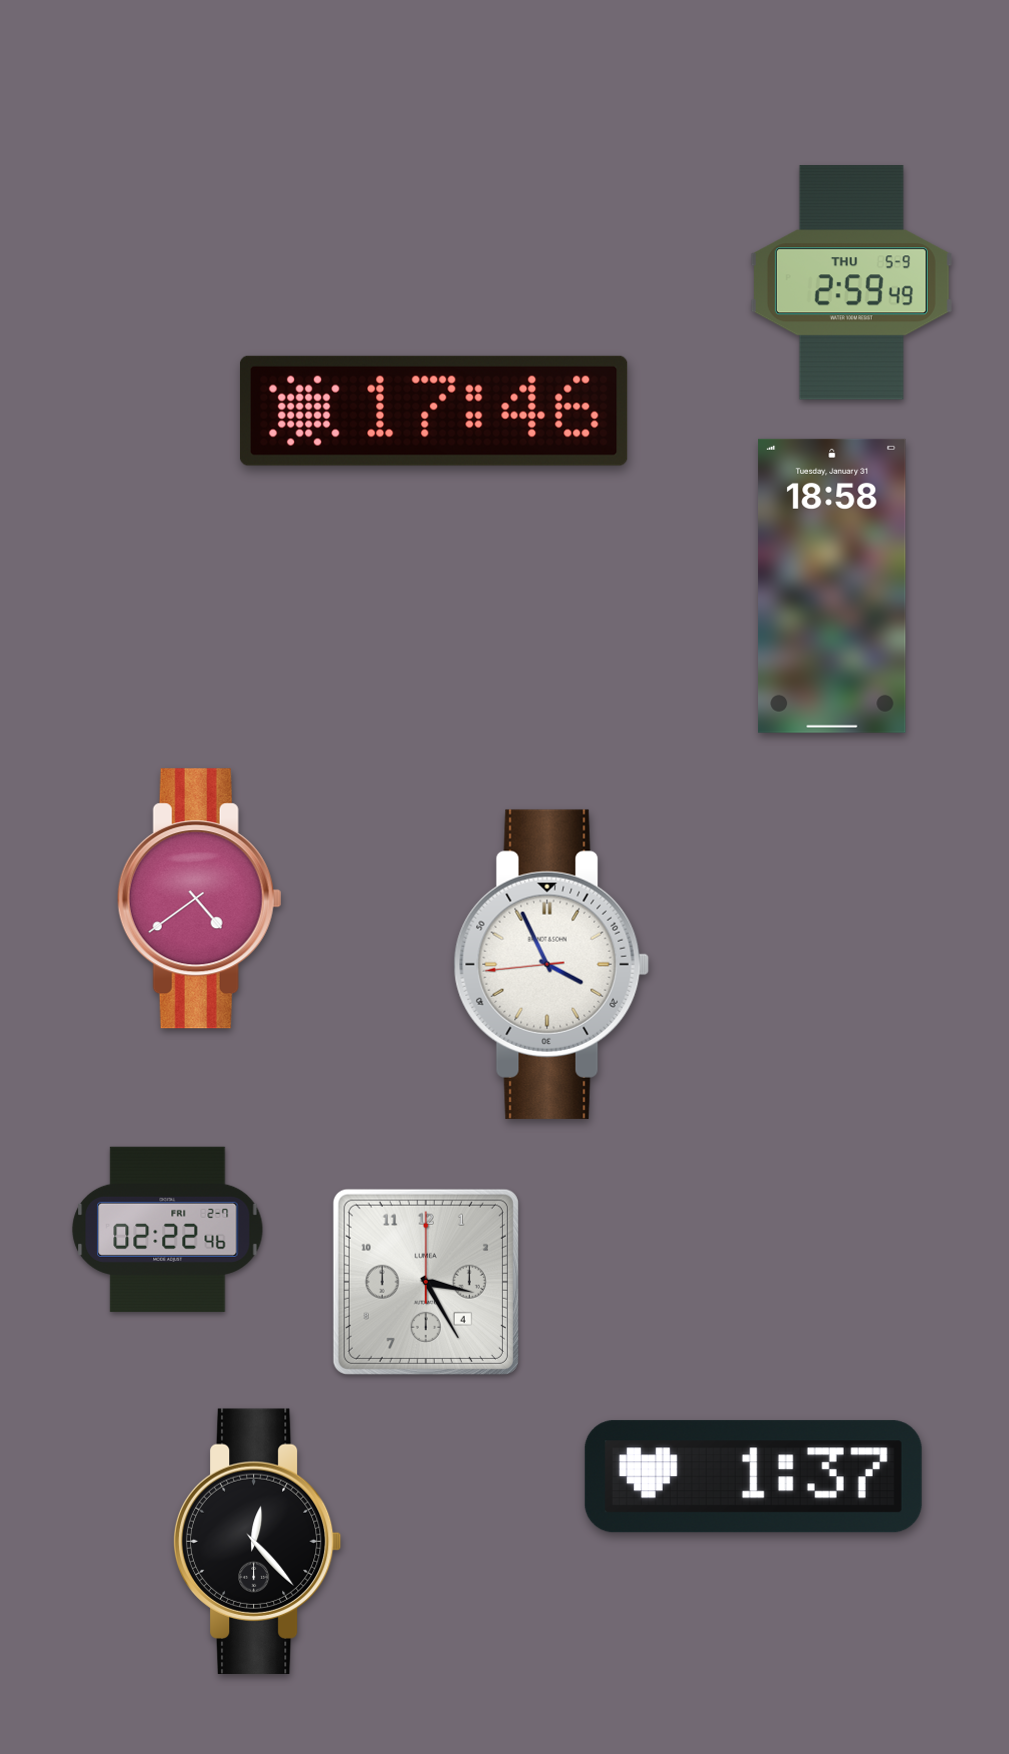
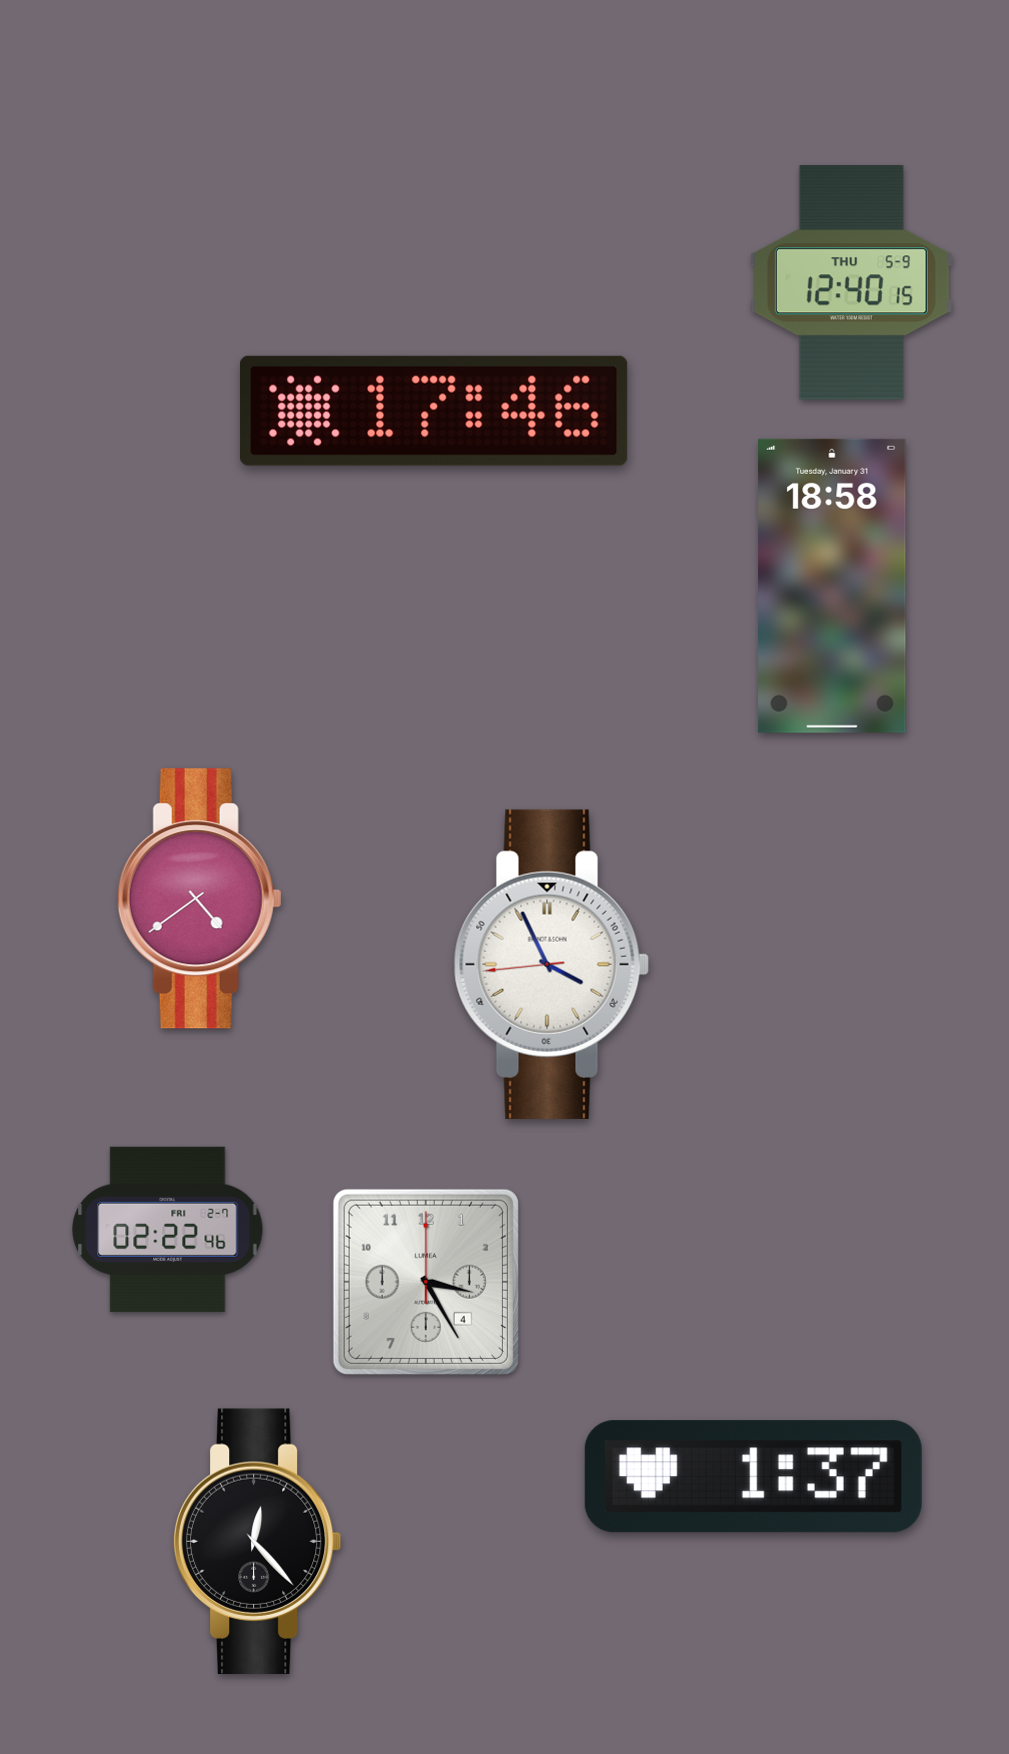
clock at (851, 283): 2:59 -> 12:40
